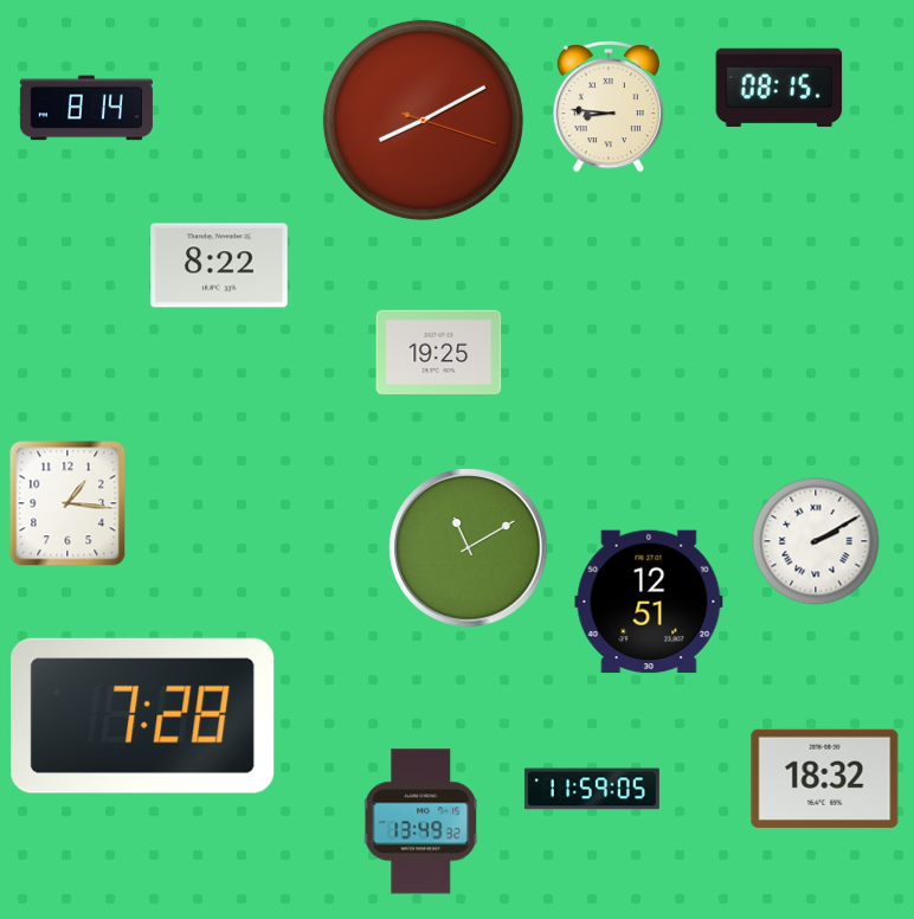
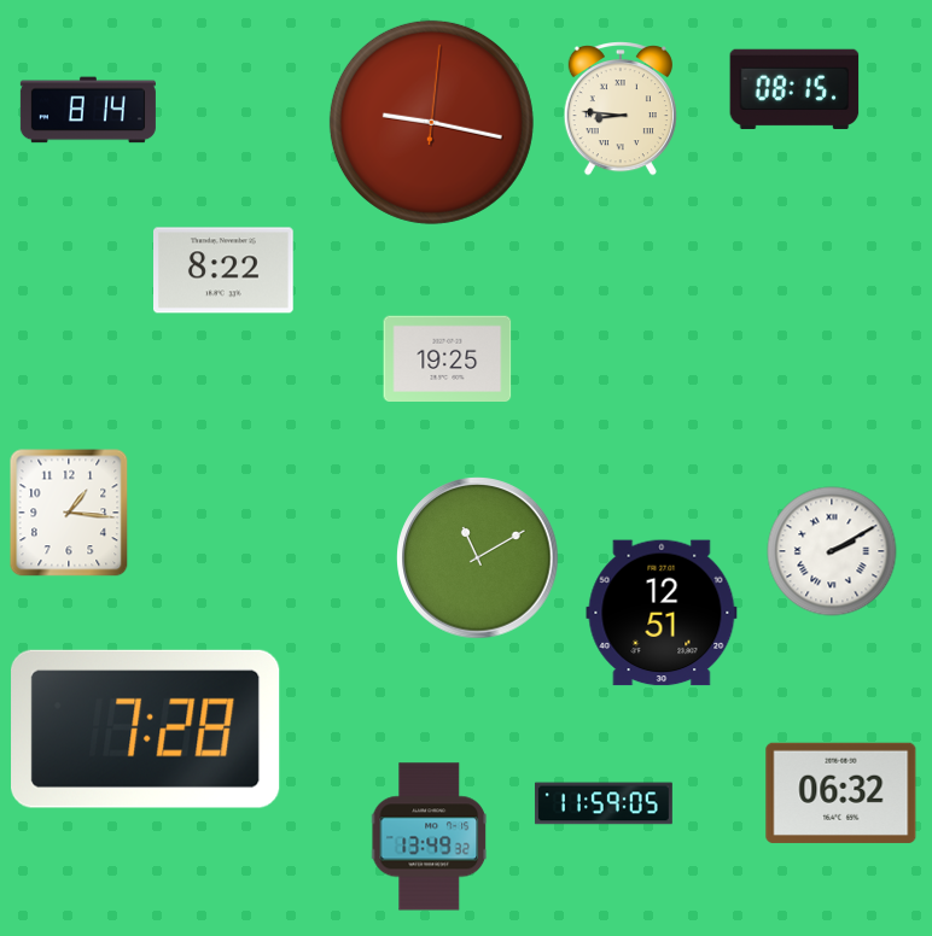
clock at (423, 120): 8:10 -> 9:17
clock at (825, 778): 18:32 -> 06:32
